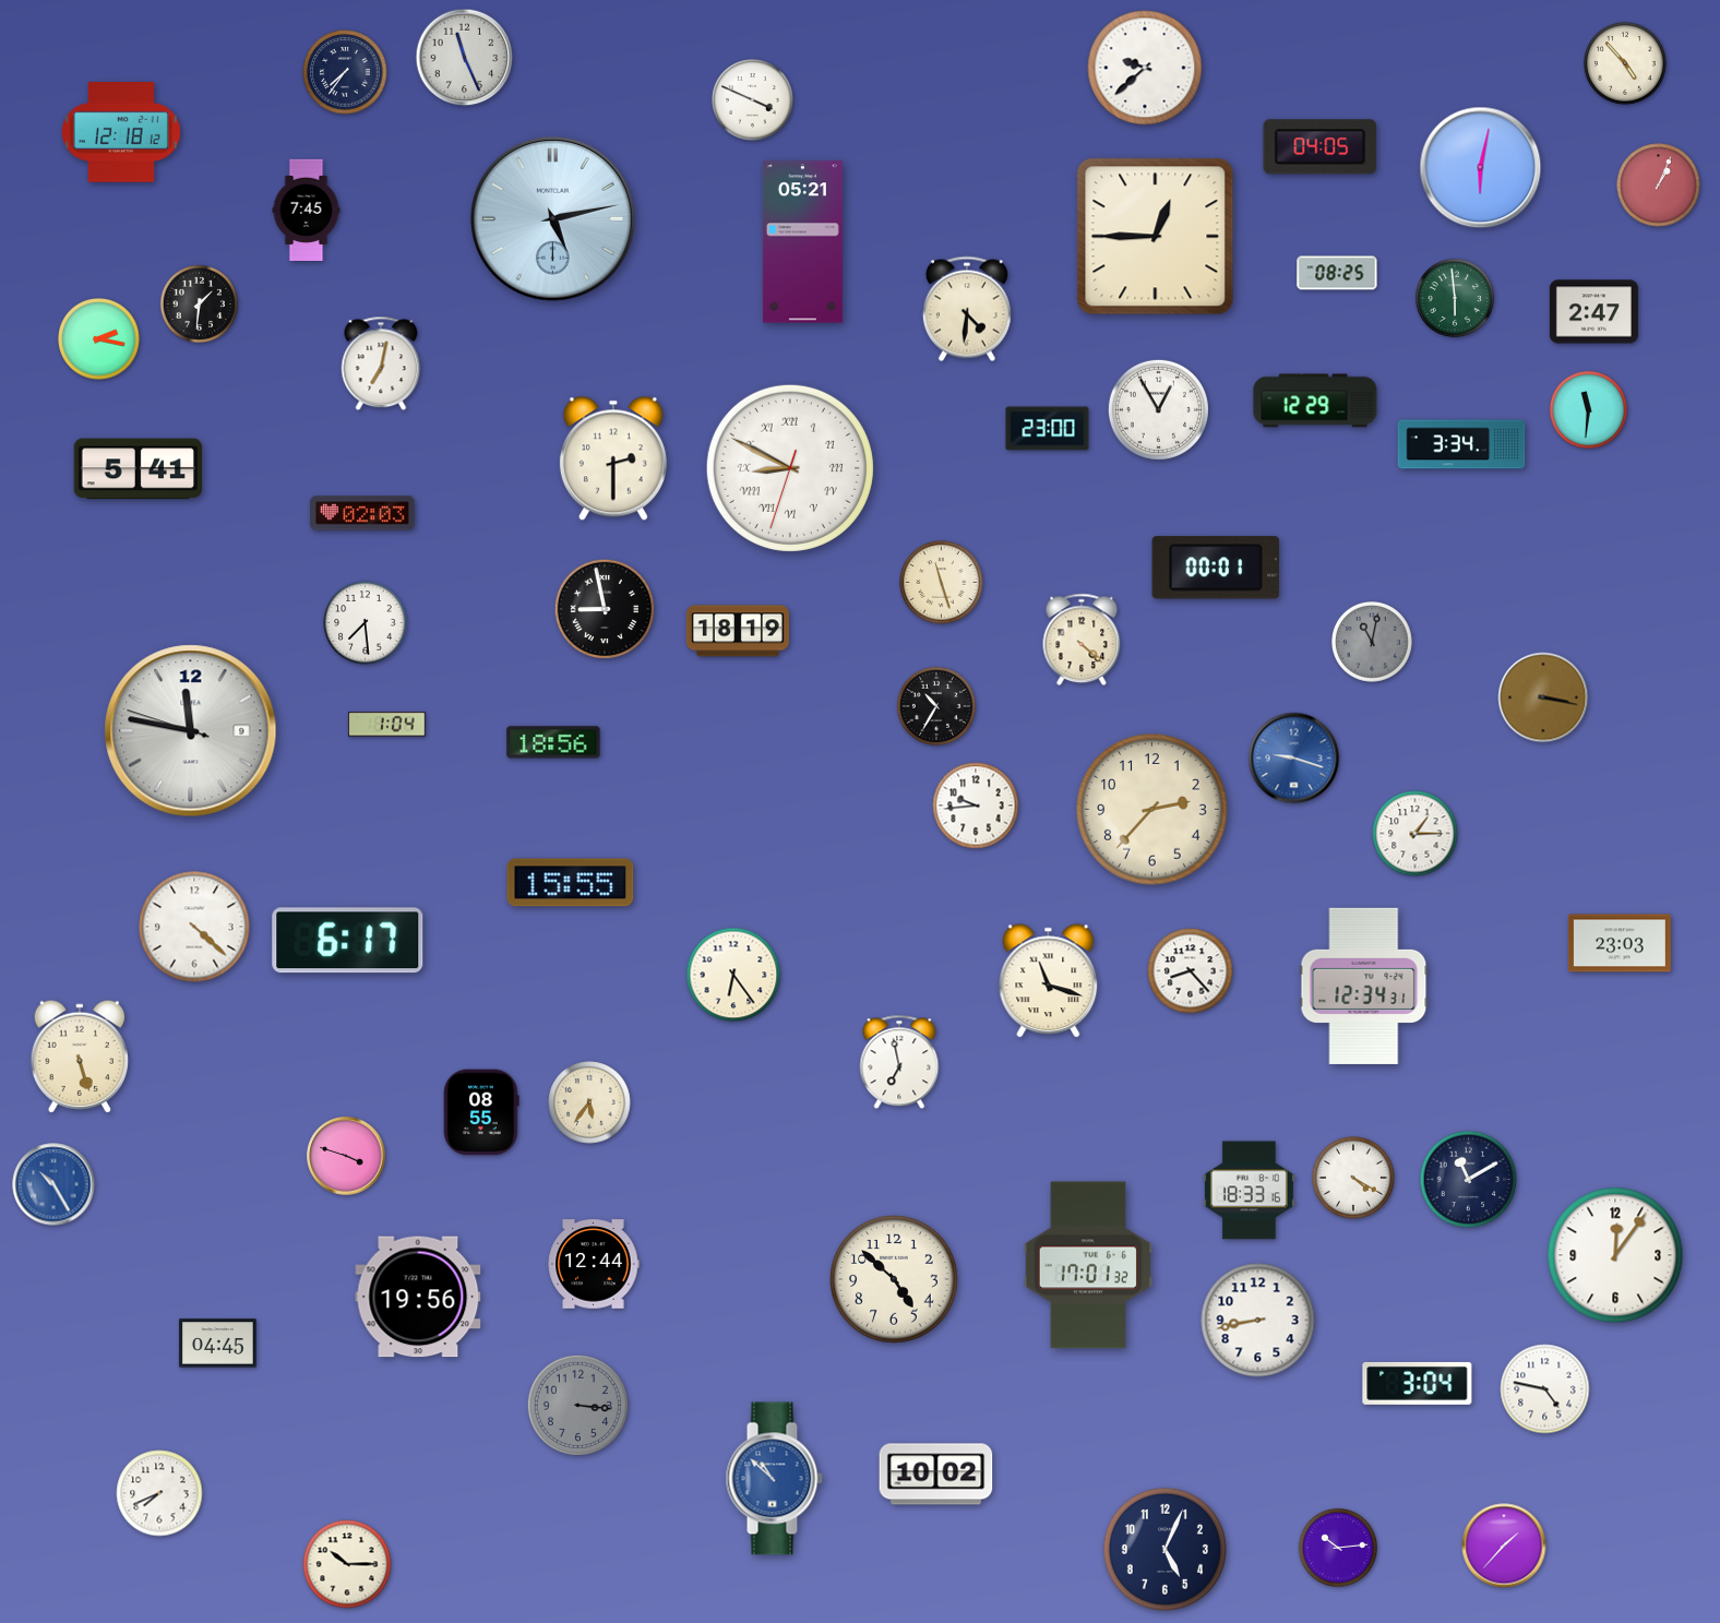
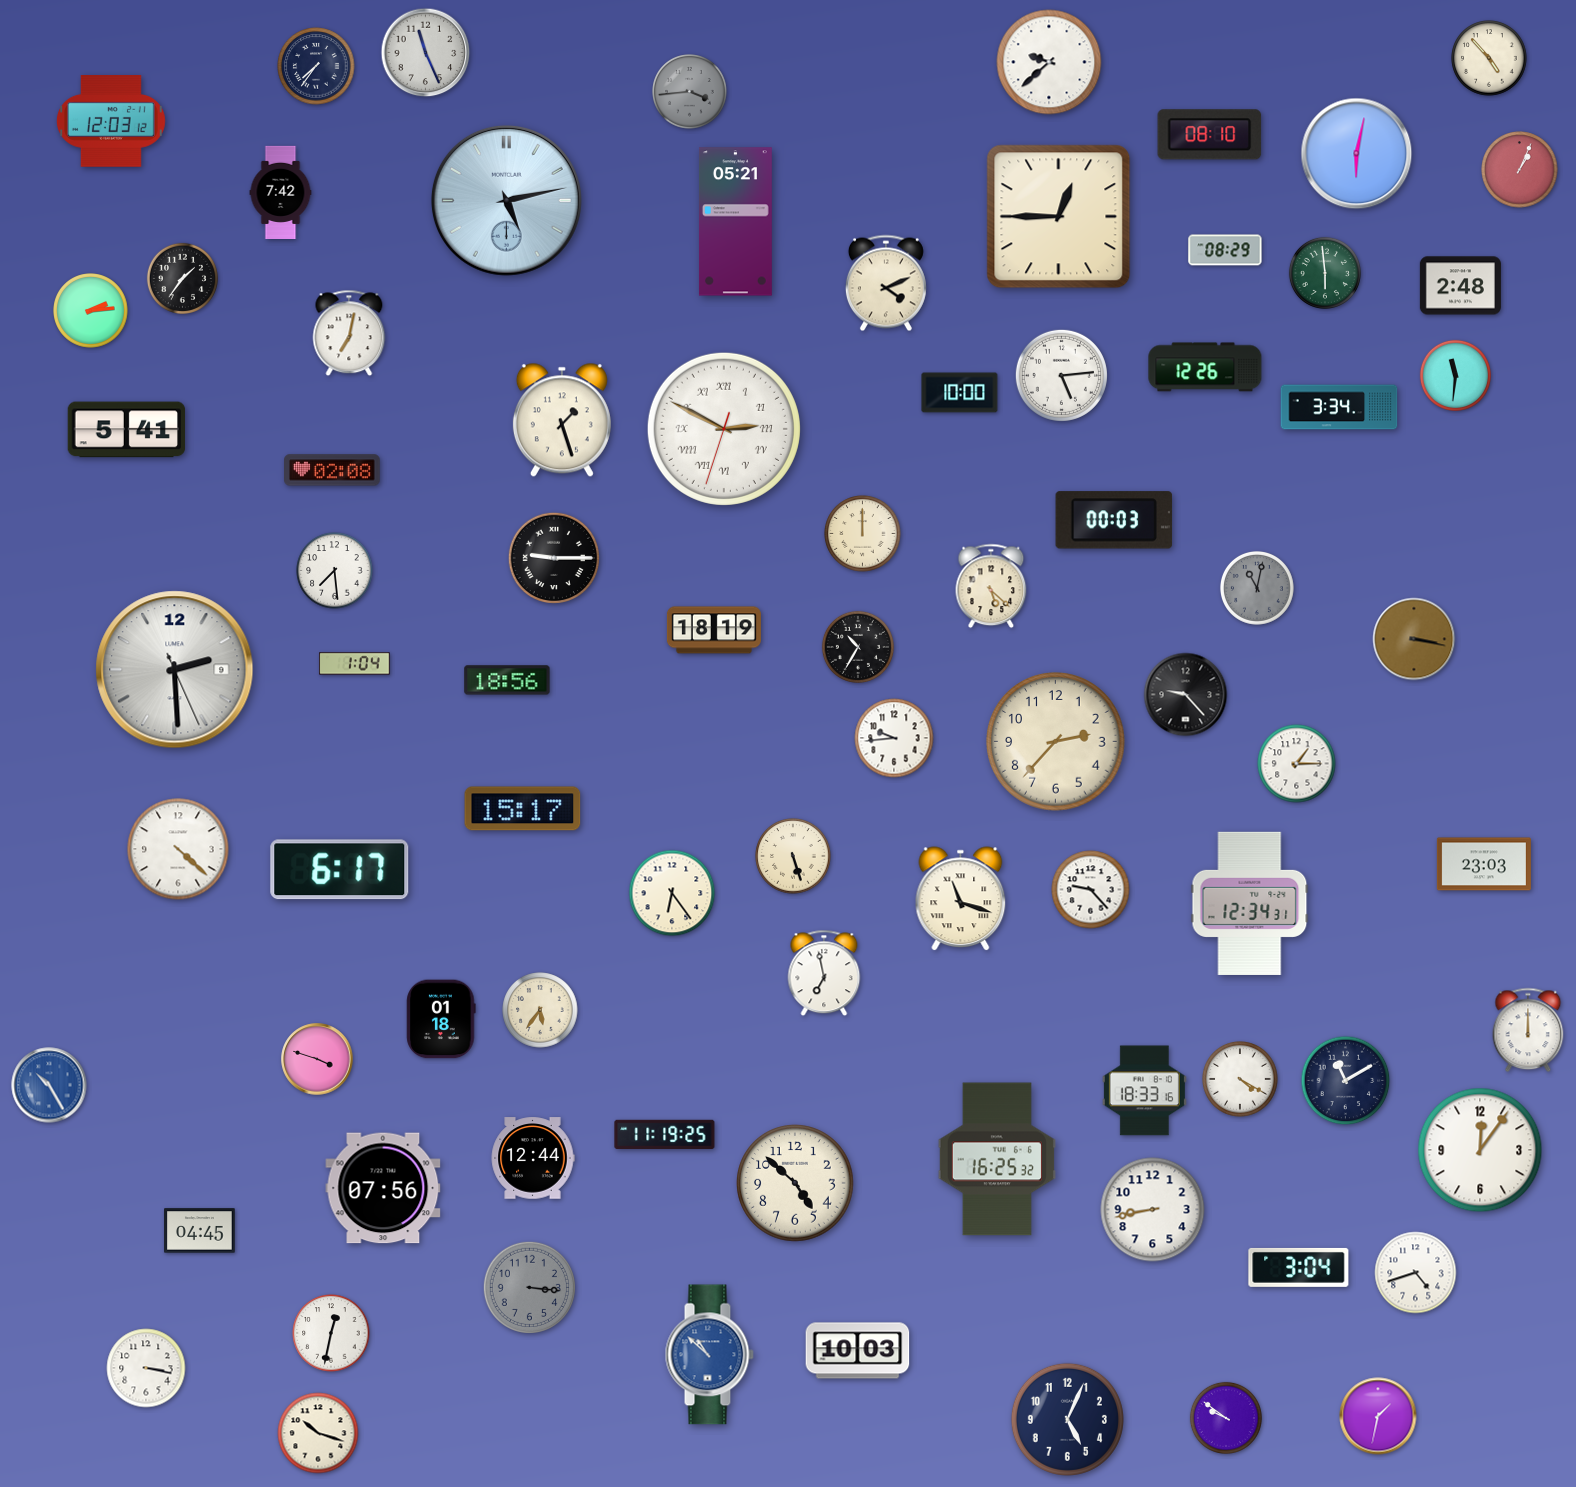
clock at (753, 100): 3:49 -> 3:44
clock at (753, 100) dial: white -> grey
clock at (121, 133): 12:18 -> 12:03
clock at (1321, 147): 04:05 -> 08:10
clock at (307, 210): 7:45 -> 7:42
clock at (1337, 273): 08:25 -> 08:29
clock at (1455, 298) position: (1455, 298) -> (1325, 273)
clock at (199, 303): 1:31 -> 1:36
clock at (967, 309): 4:31 -> 4:11
clock at (1593, 312): 2:47 -> 2:48
clock at (99, 339): 2:17 -> 2:14
clock at (1315, 401): 12:29 -> 12:26
clock at (1158, 409): 12:55 -> 5:14
clock at (1048, 429): 23:00 -> 10:00
clock at (613, 458): 2:30 -> 1:27
clock at (790, 468): 8:49 -> 2:49
clock at (362, 513): 02:03 -> 02:08
clock at (1216, 568): 00:01 -> 00:03
clock at (942, 583): 11:27 -> 12:00
clock at (604, 608): 8:58 -> 9:15
clock at (738, 631) position: (738, 631) -> (714, 630)
clock at (1082, 640): 4:22 -> 5:22
clock at (191, 731): 11:46 -> 2:29
clock at (1294, 759): 9:18 -> 9:23
clock at (1294, 759) dial: blue -> black
clock at (571, 883): 15:55 -> 15:17
clock at (793, 856): none -> 5:27
clock at (348, 941) position: (348, 941) -> (340, 870)
clock at (1191, 971): 8:23 -> 9:23
clock at (79, 1057): 5:27 -> none
clock at (481, 1112): 08:55 -> 01:18
clock at (1528, 1030): none -> 12:00
clock at (665, 1135): none -> 11:19
clock at (594, 1264) position: (594, 1264) -> (533, 1158)
clock at (1088, 1265): 17:01 -> 16:25
clock at (894, 1279) position: (894, 1279) -> (795, 1183)
clock at (418, 1297): 19:56 -> 07:56
clock at (1545, 1389): 4:47 -> 4:42
clock at (331, 1333): none -> 12:32
clock at (936, 1475): 10:02 -> 10:03
clock at (159, 1493): 7:41 -> 3:17
clock at (1504, 1546): 1:37 -> 1:32
clock at (1338, 1548): 10:14 -> 9:51
clock at (347, 1564): 10:15 -> 10:18
